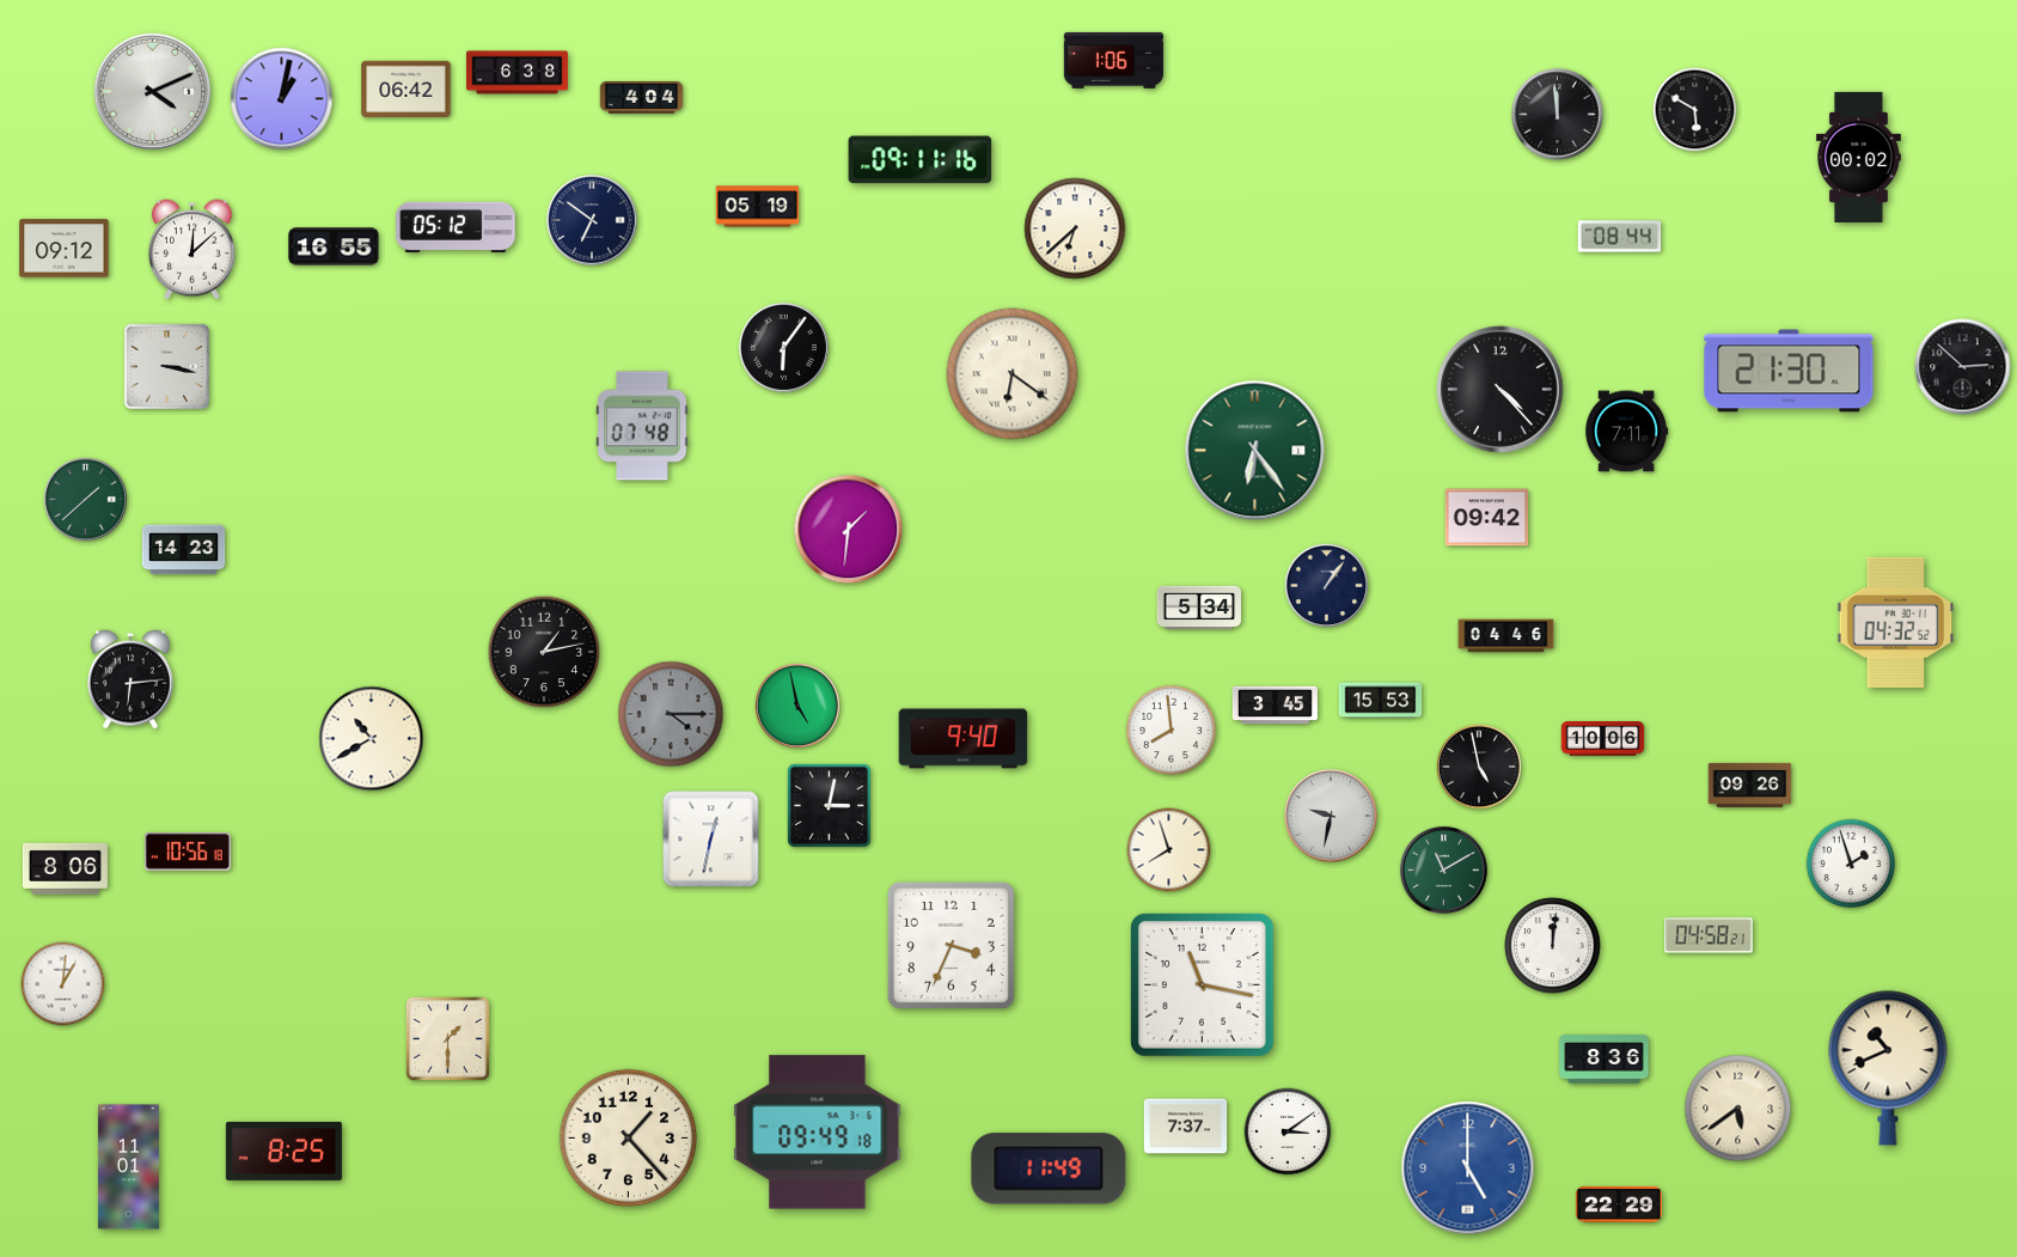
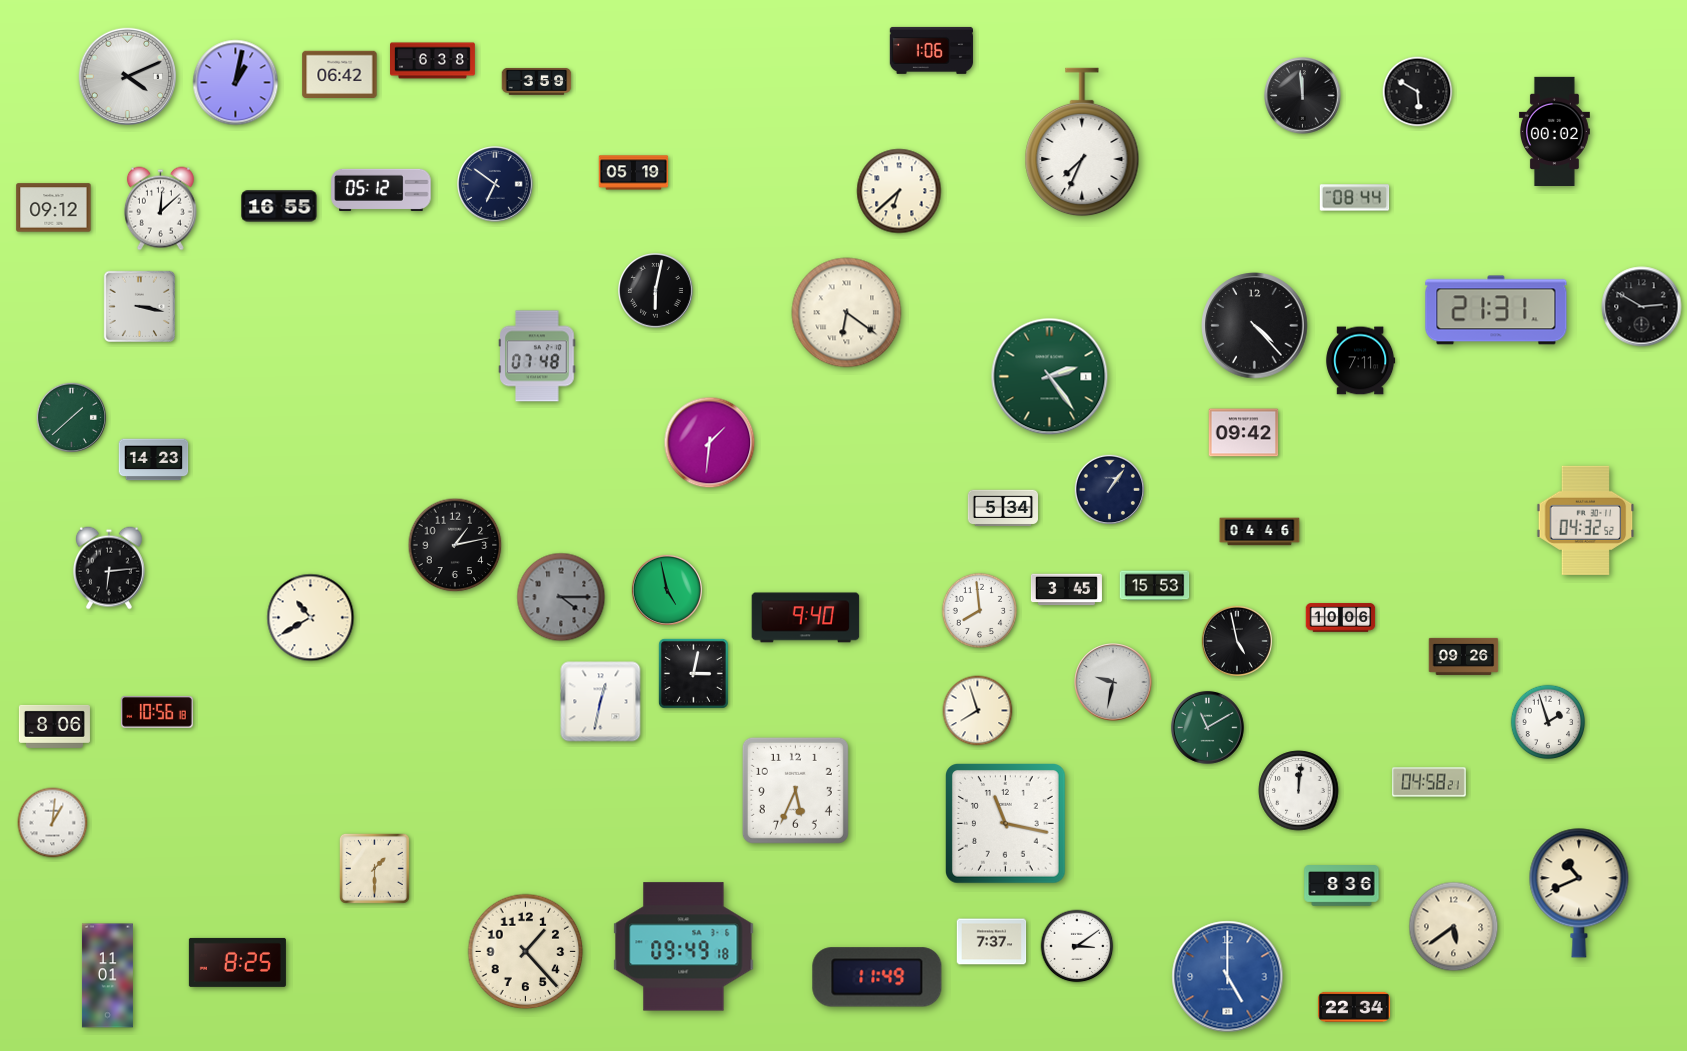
clock at (642, 97): 4:04 -> 3:59
clock at (921, 160): 09:11 -> none
clock at (1082, 142): none -> 7:34
clock at (784, 348): 6:06 -> 6:02
clock at (1963, 367): 2:52 -> 2:50
clock at (1789, 371): 21:30 -> 21:31
clock at (1255, 451): 6:24 -> 2:24
clock at (711, 840) position: (711, 840) -> (601, 702)
clock at (951, 945): 3:34 -> 5:34
clock at (1619, 1204): 22:29 -> 22:34
